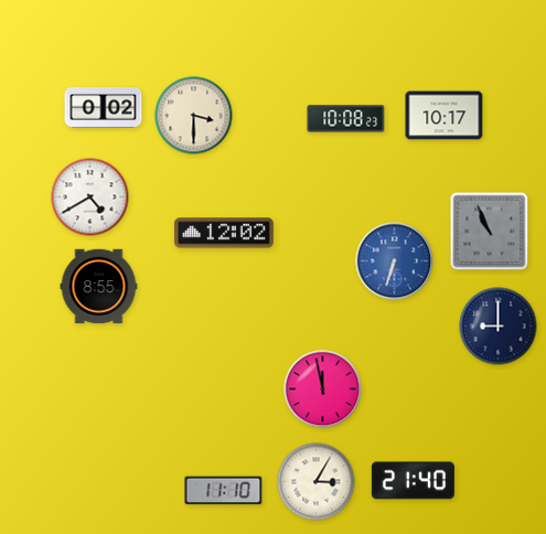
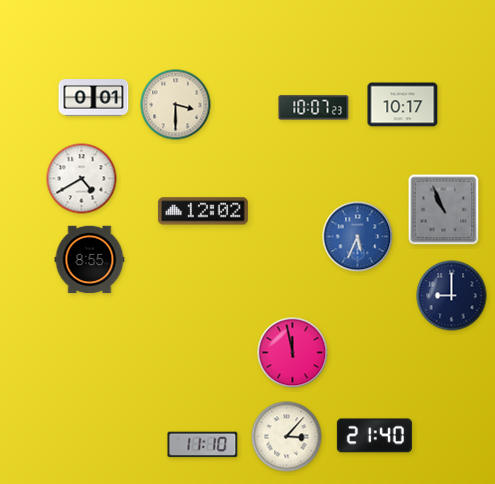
clock at (104, 108): 0:02 -> 0:01
clock at (346, 119): 10:08 -> 10:07
clock at (395, 261): 6:33 -> 5:34
clock at (317, 482): 3:05 -> 3:07
